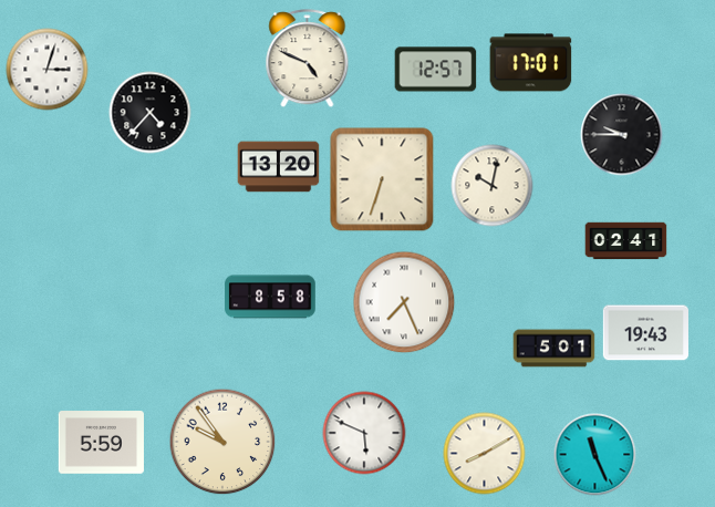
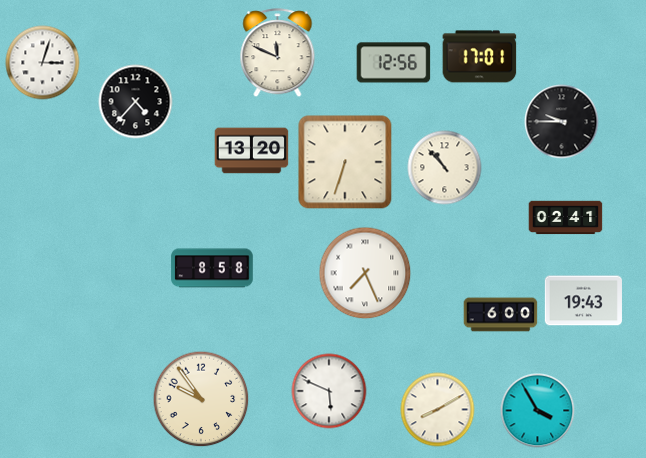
clock at (308, 59): 4:49 -> 11:49
clock at (436, 70): 12:57 -> 12:56
clock at (493, 186): 10:02 -> 10:53
clock at (270, 297) position: (270, 297) -> (212, 268)
clock at (555, 349): 5:01 -> 6:00
clock at (101, 443): 5:59 -> none
clock at (595, 455): 11:26 -> 3:55
